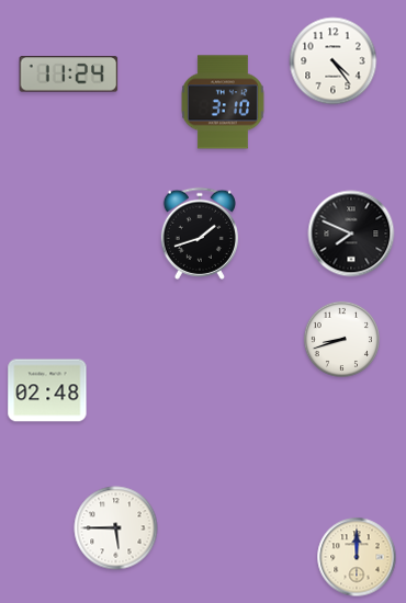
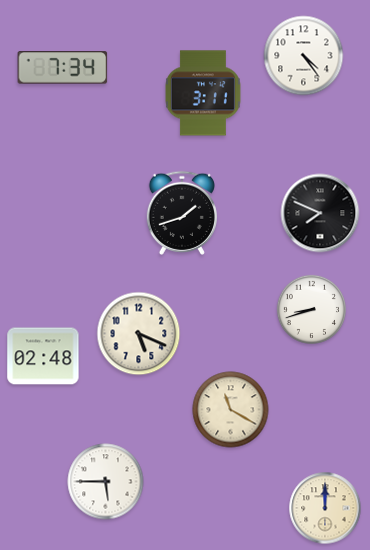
clock at (69, 75): 11:24 -> 7:34
clock at (223, 102): 3:10 -> 3:11
clock at (139, 334): none -> 5:19
clock at (231, 410): none -> 11:20
